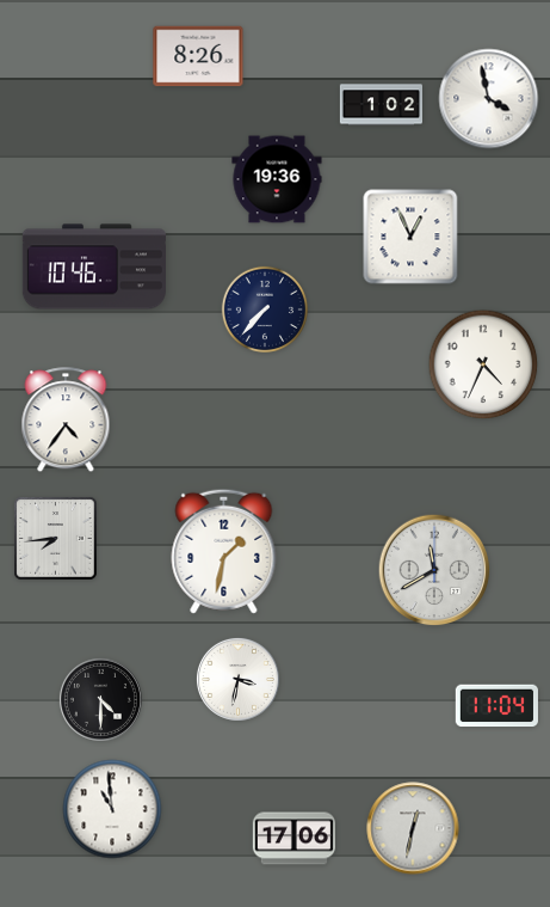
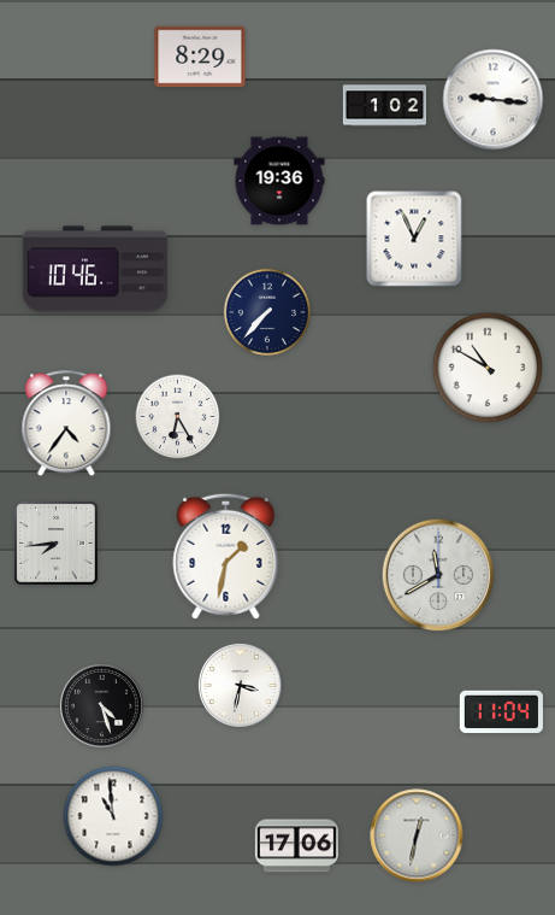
clock at (198, 56): 8:26 -> 8:29
clock at (489, 99): 3:58 -> 9:16
clock at (483, 364): 4:34 -> 10:50
clock at (178, 417): none -> 6:25
clock at (100, 699): 4:30 -> 4:27
